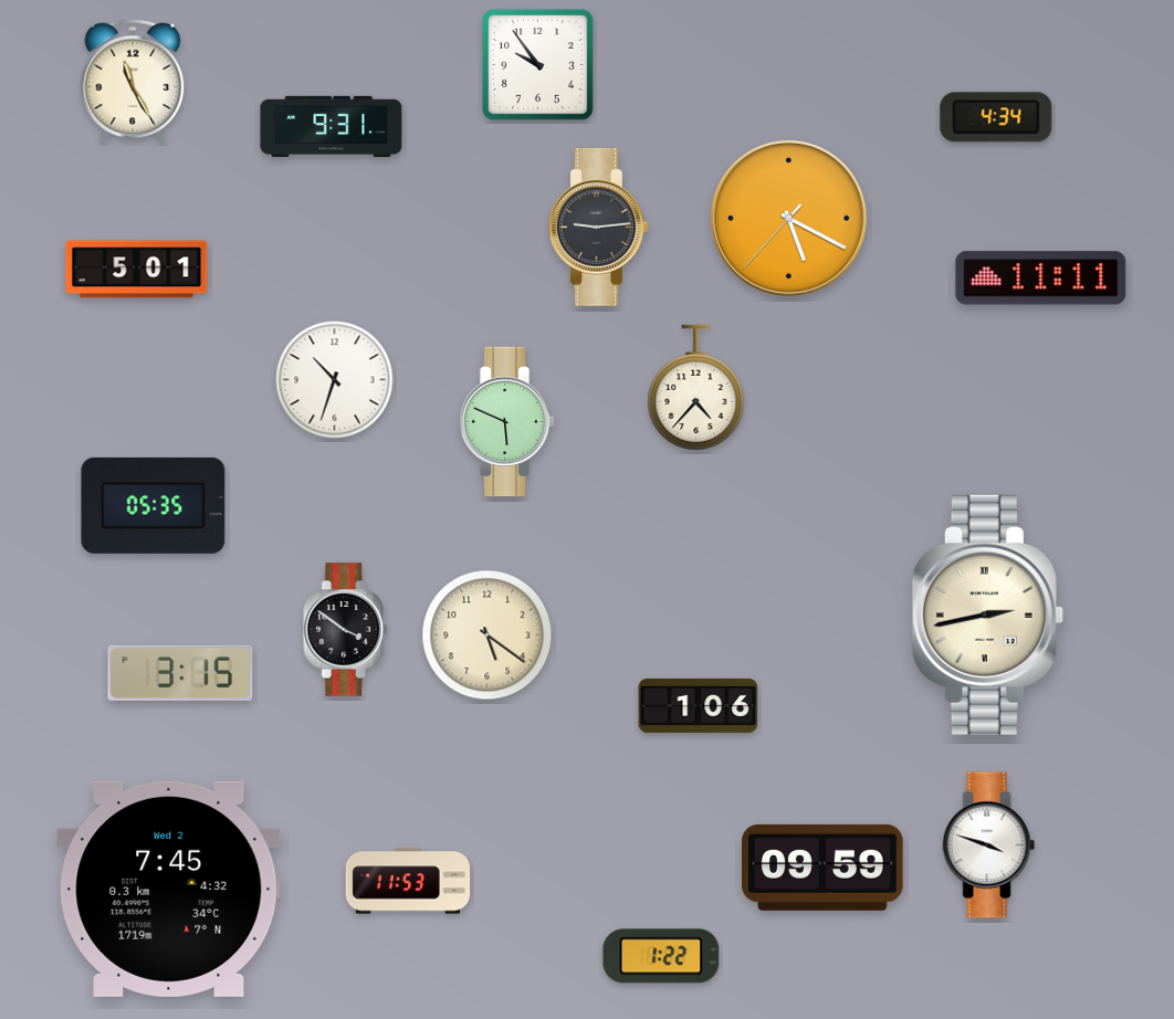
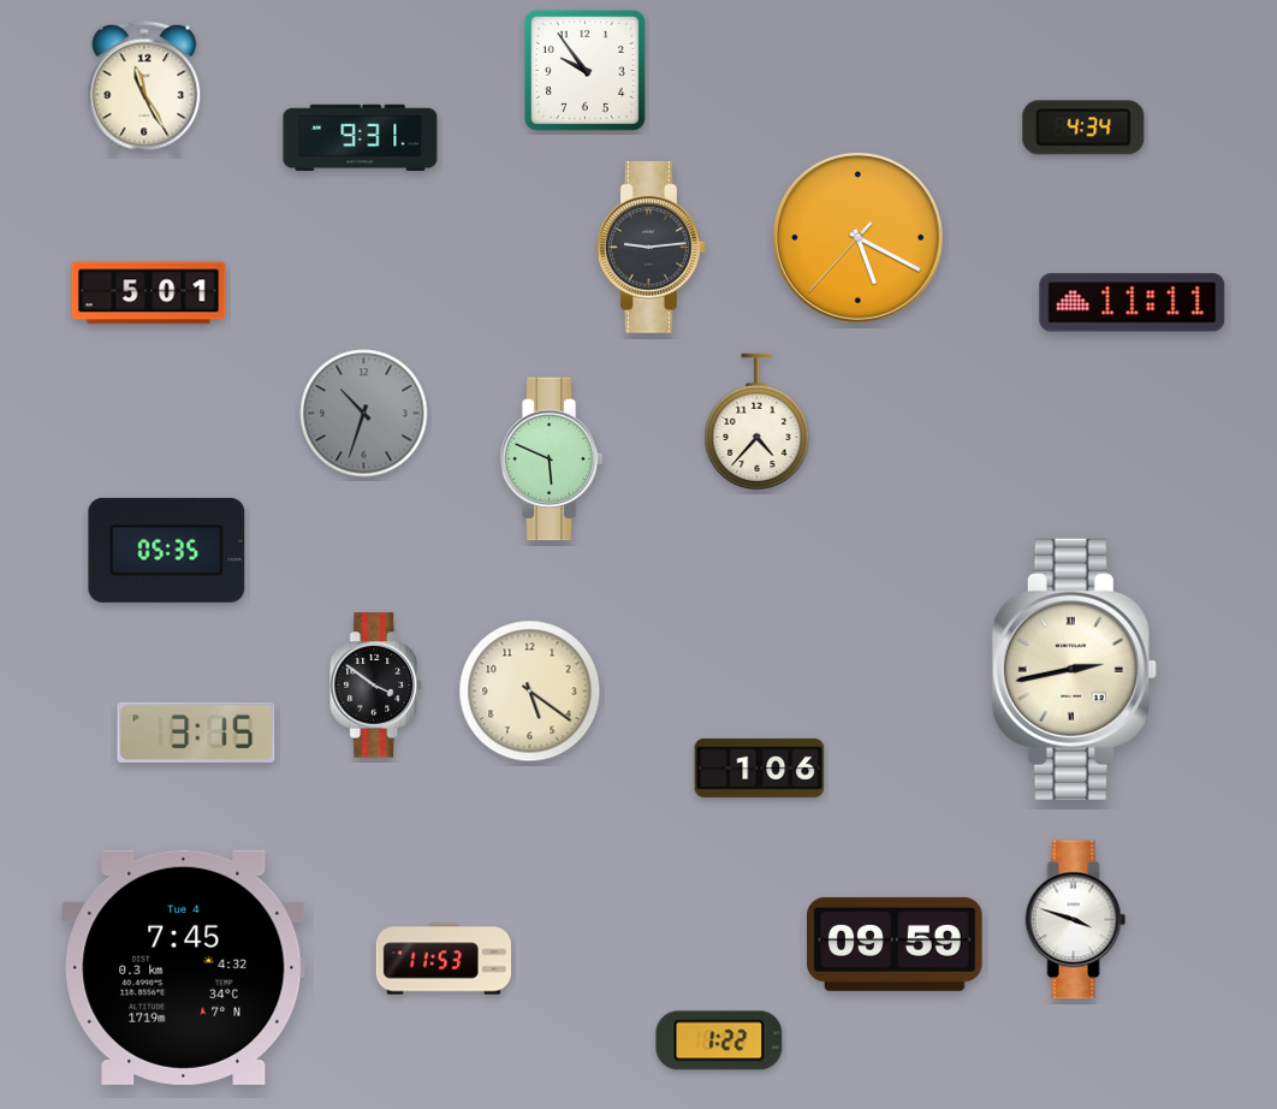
clock at (335, 380) dial: white -> grey
clock at (169, 889) date: Wed 2 -> Tue 4
